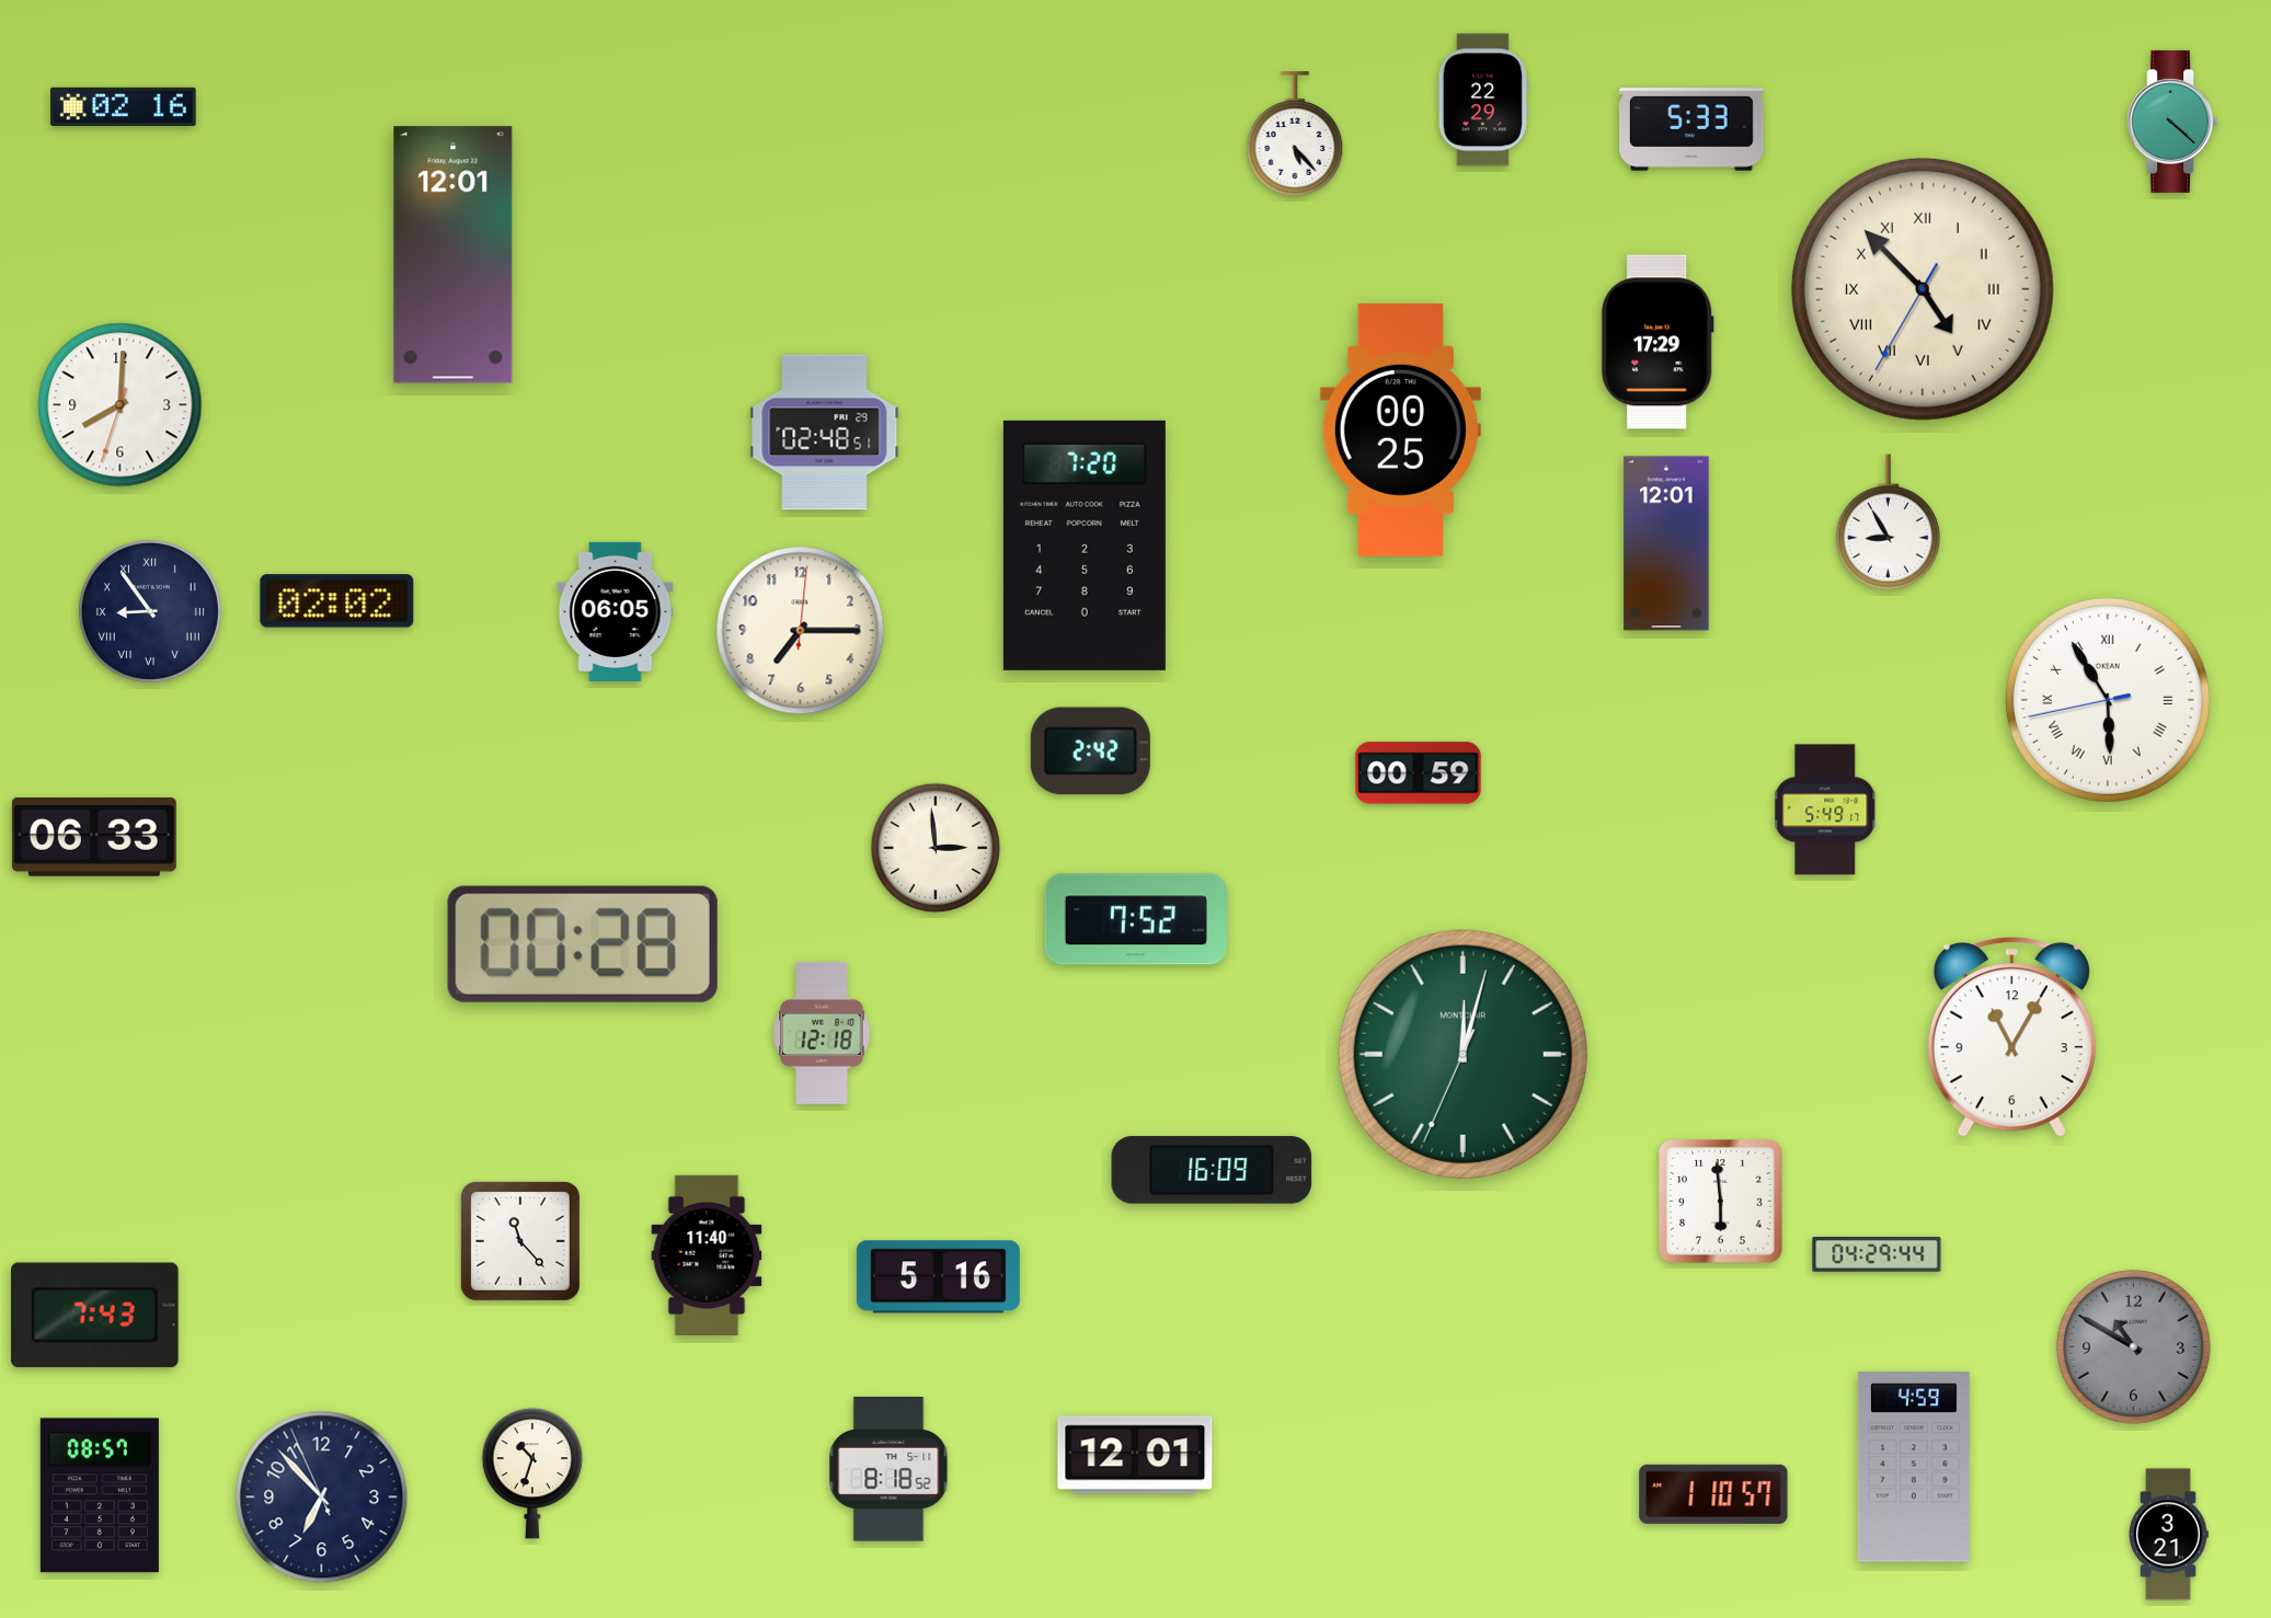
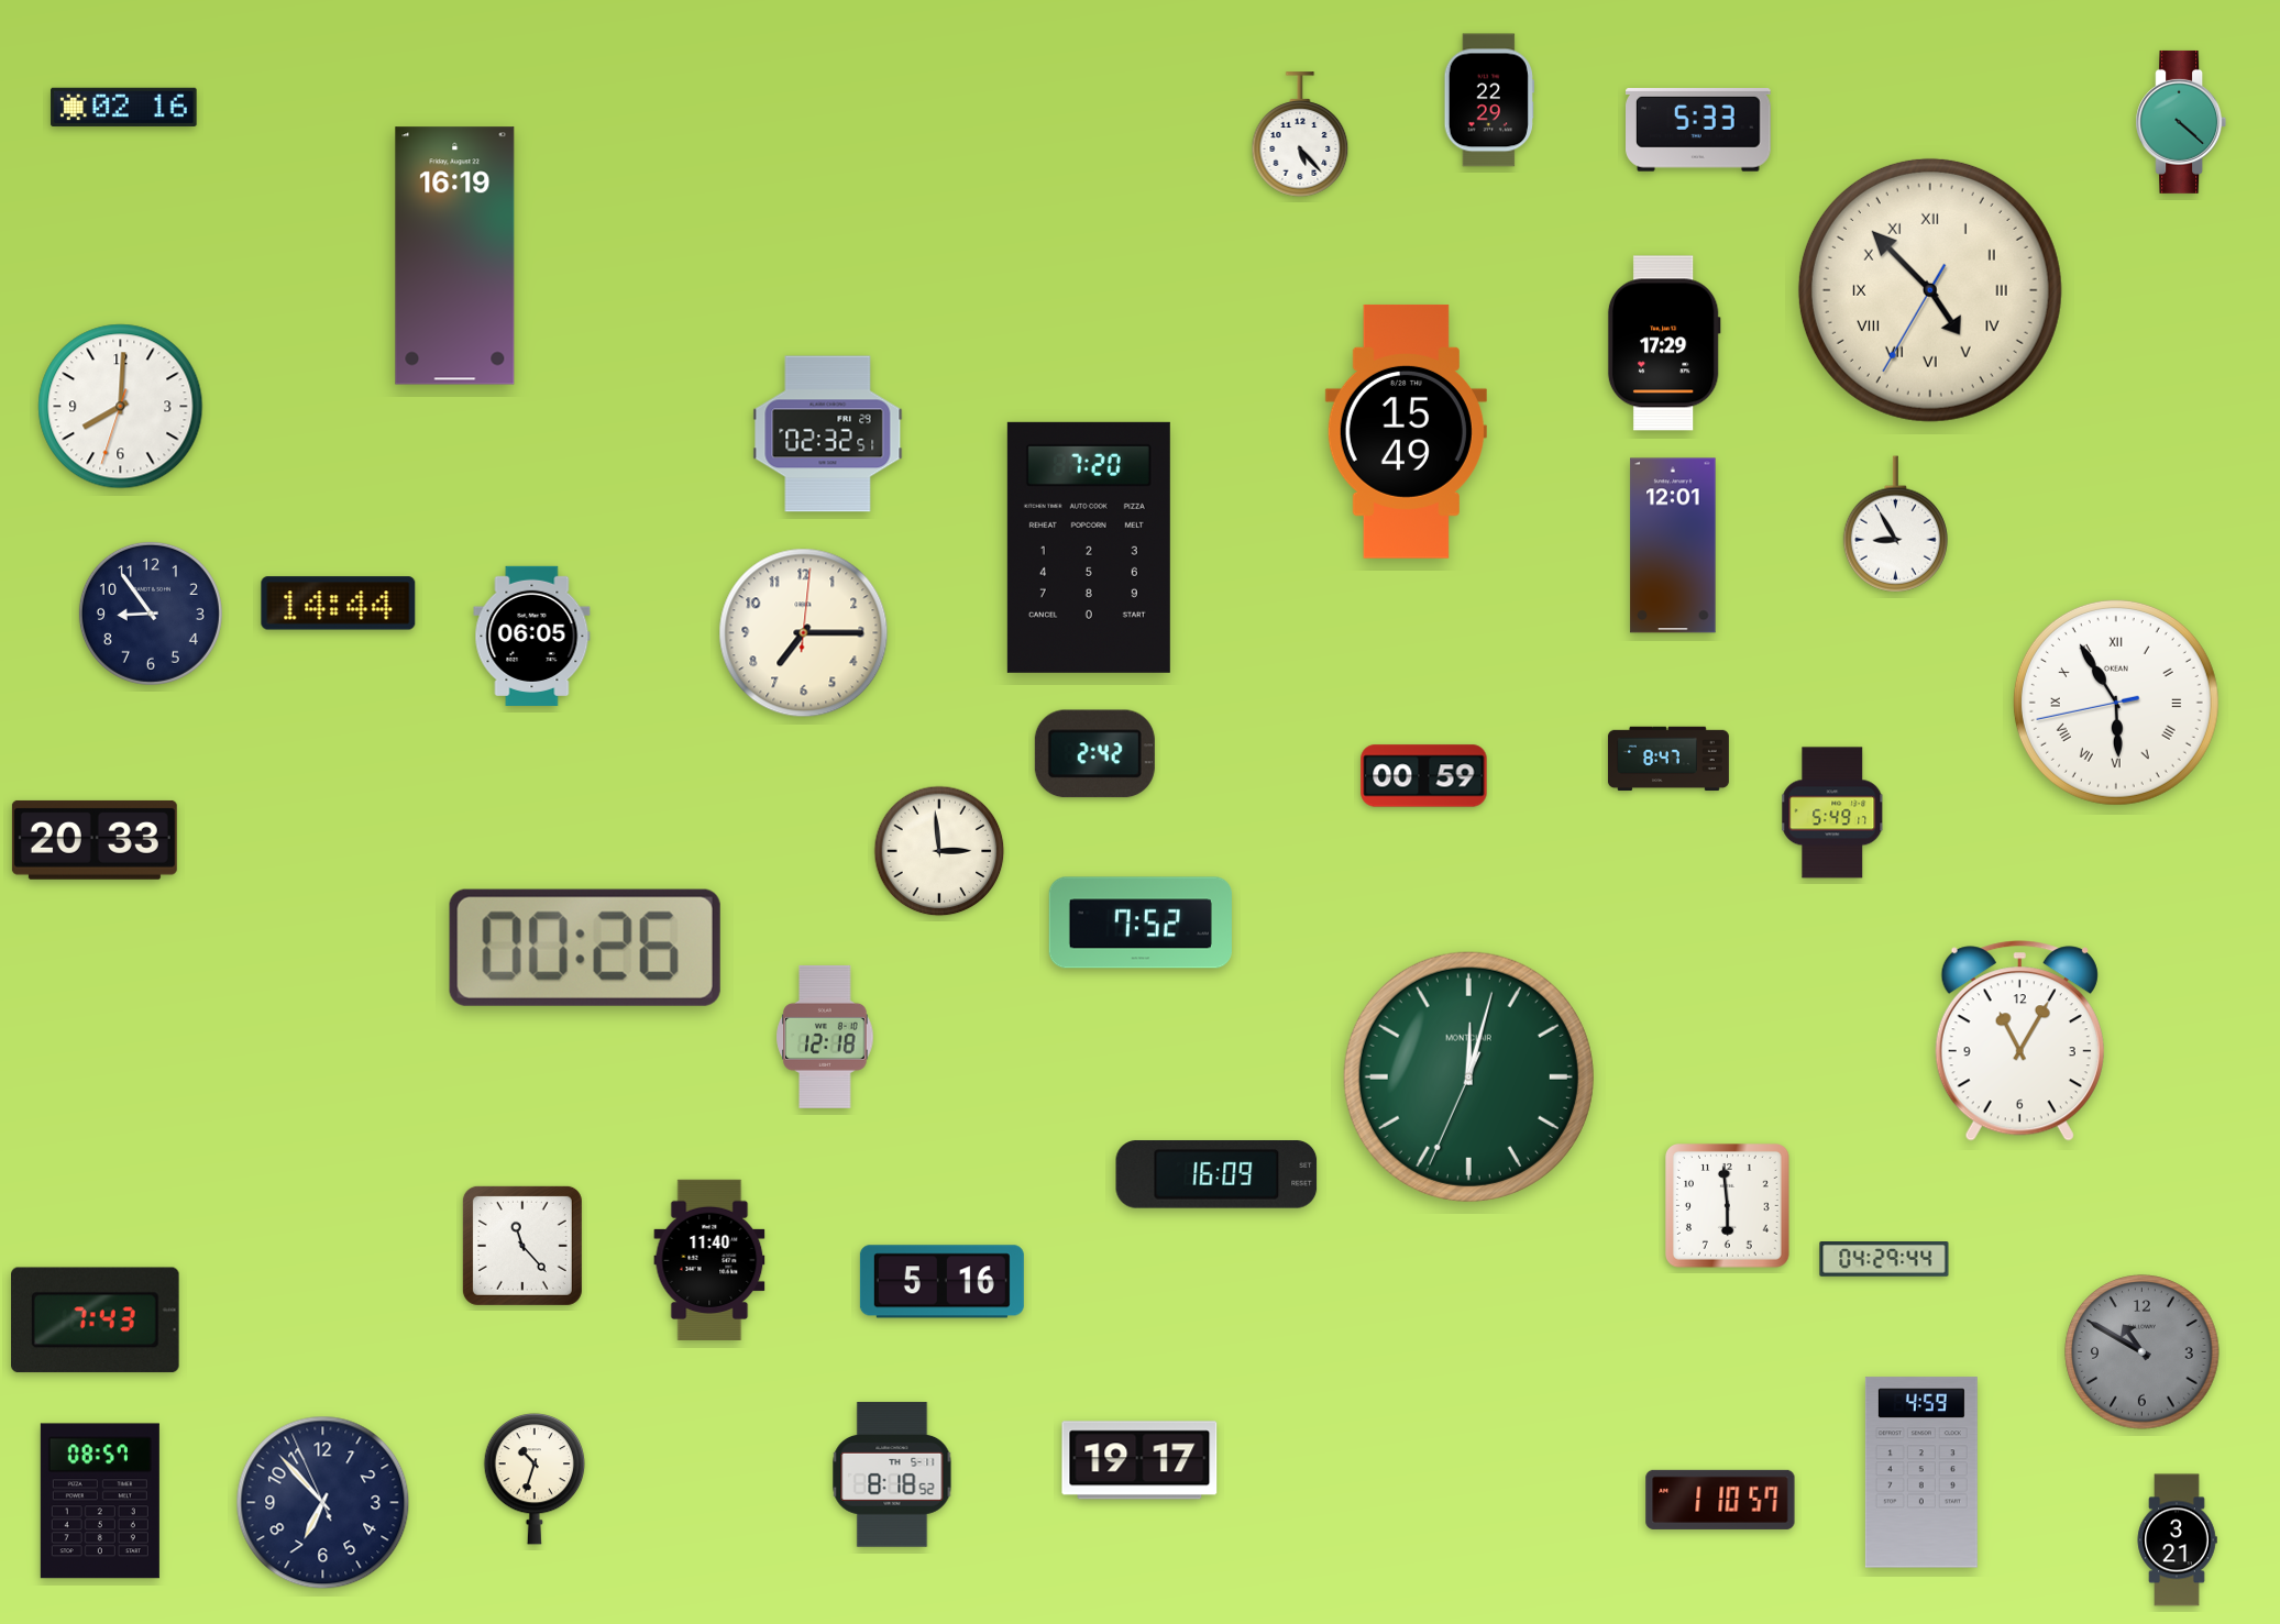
clock at (454, 255): 12:01 -> 16:19
clock at (1400, 429): 00:25 -> 15:49
clock at (825, 433): 02:48 -> 02:32
clock at (337, 601): 02:02 -> 14:44
clock at (150, 611) numerals: Roman -> Arabic
clock at (616, 611) position: (616, 611) -> (532, 636)
clock at (1668, 759): none -> 8:47
clock at (94, 837): 06:33 -> 20:33
clock at (583, 944): 00:28 -> 00:26
clock at (1463, 1054) position: (1463, 1054) -> (1468, 1076)
clock at (1135, 1455): 12:01 -> 19:17
